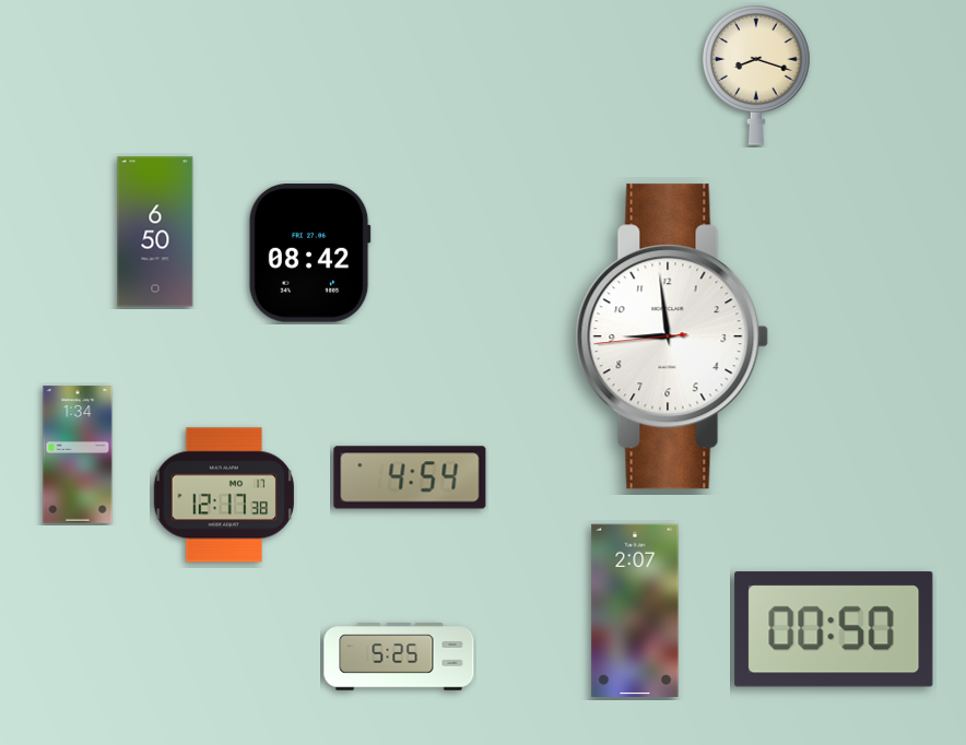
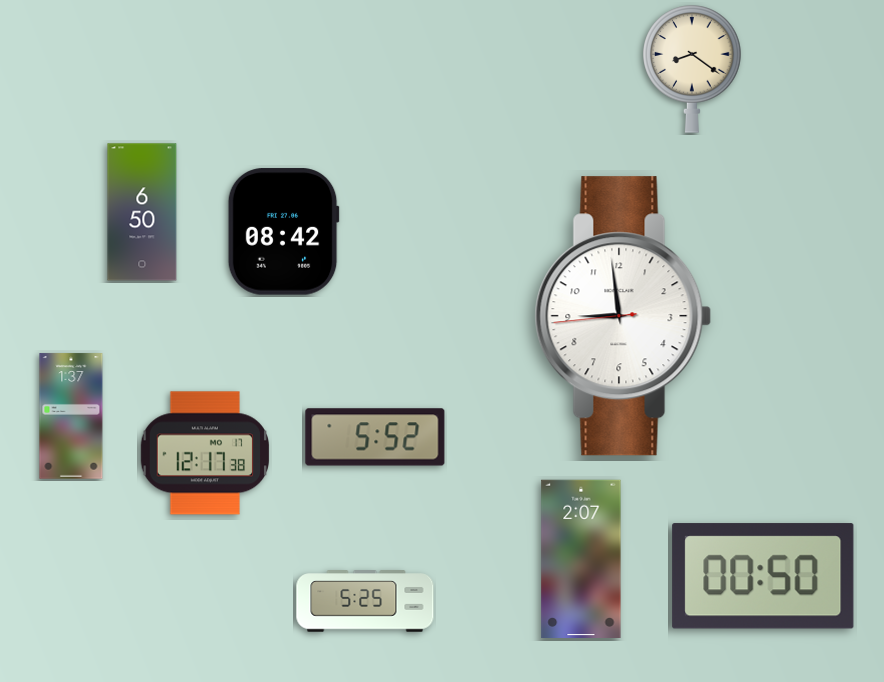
clock at (756, 75): 8:18 -> 8:21
clock at (672, 336) position: (672, 336) -> (623, 316)
clock at (78, 454): 1:34 -> 1:37
clock at (410, 477): 4:54 -> 5:52
